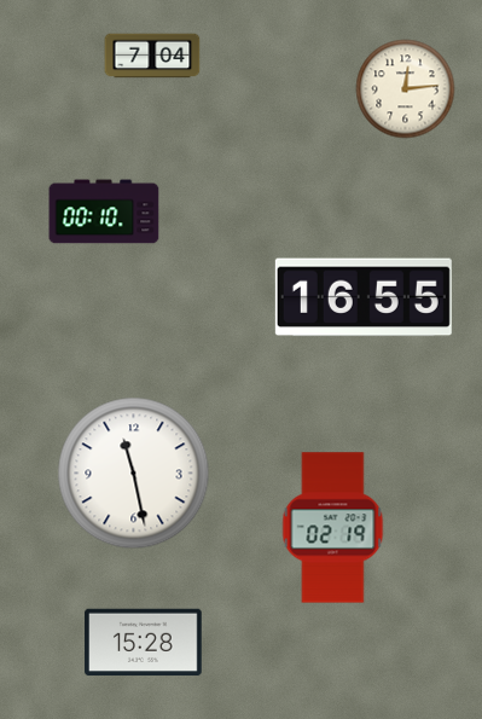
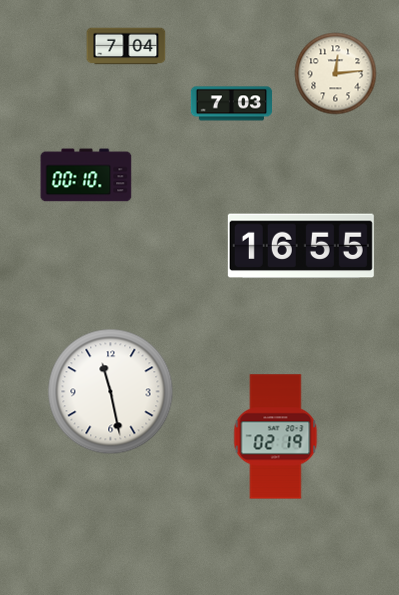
clock at (232, 104): none -> 7:03
clock at (144, 643): 15:28 -> none
